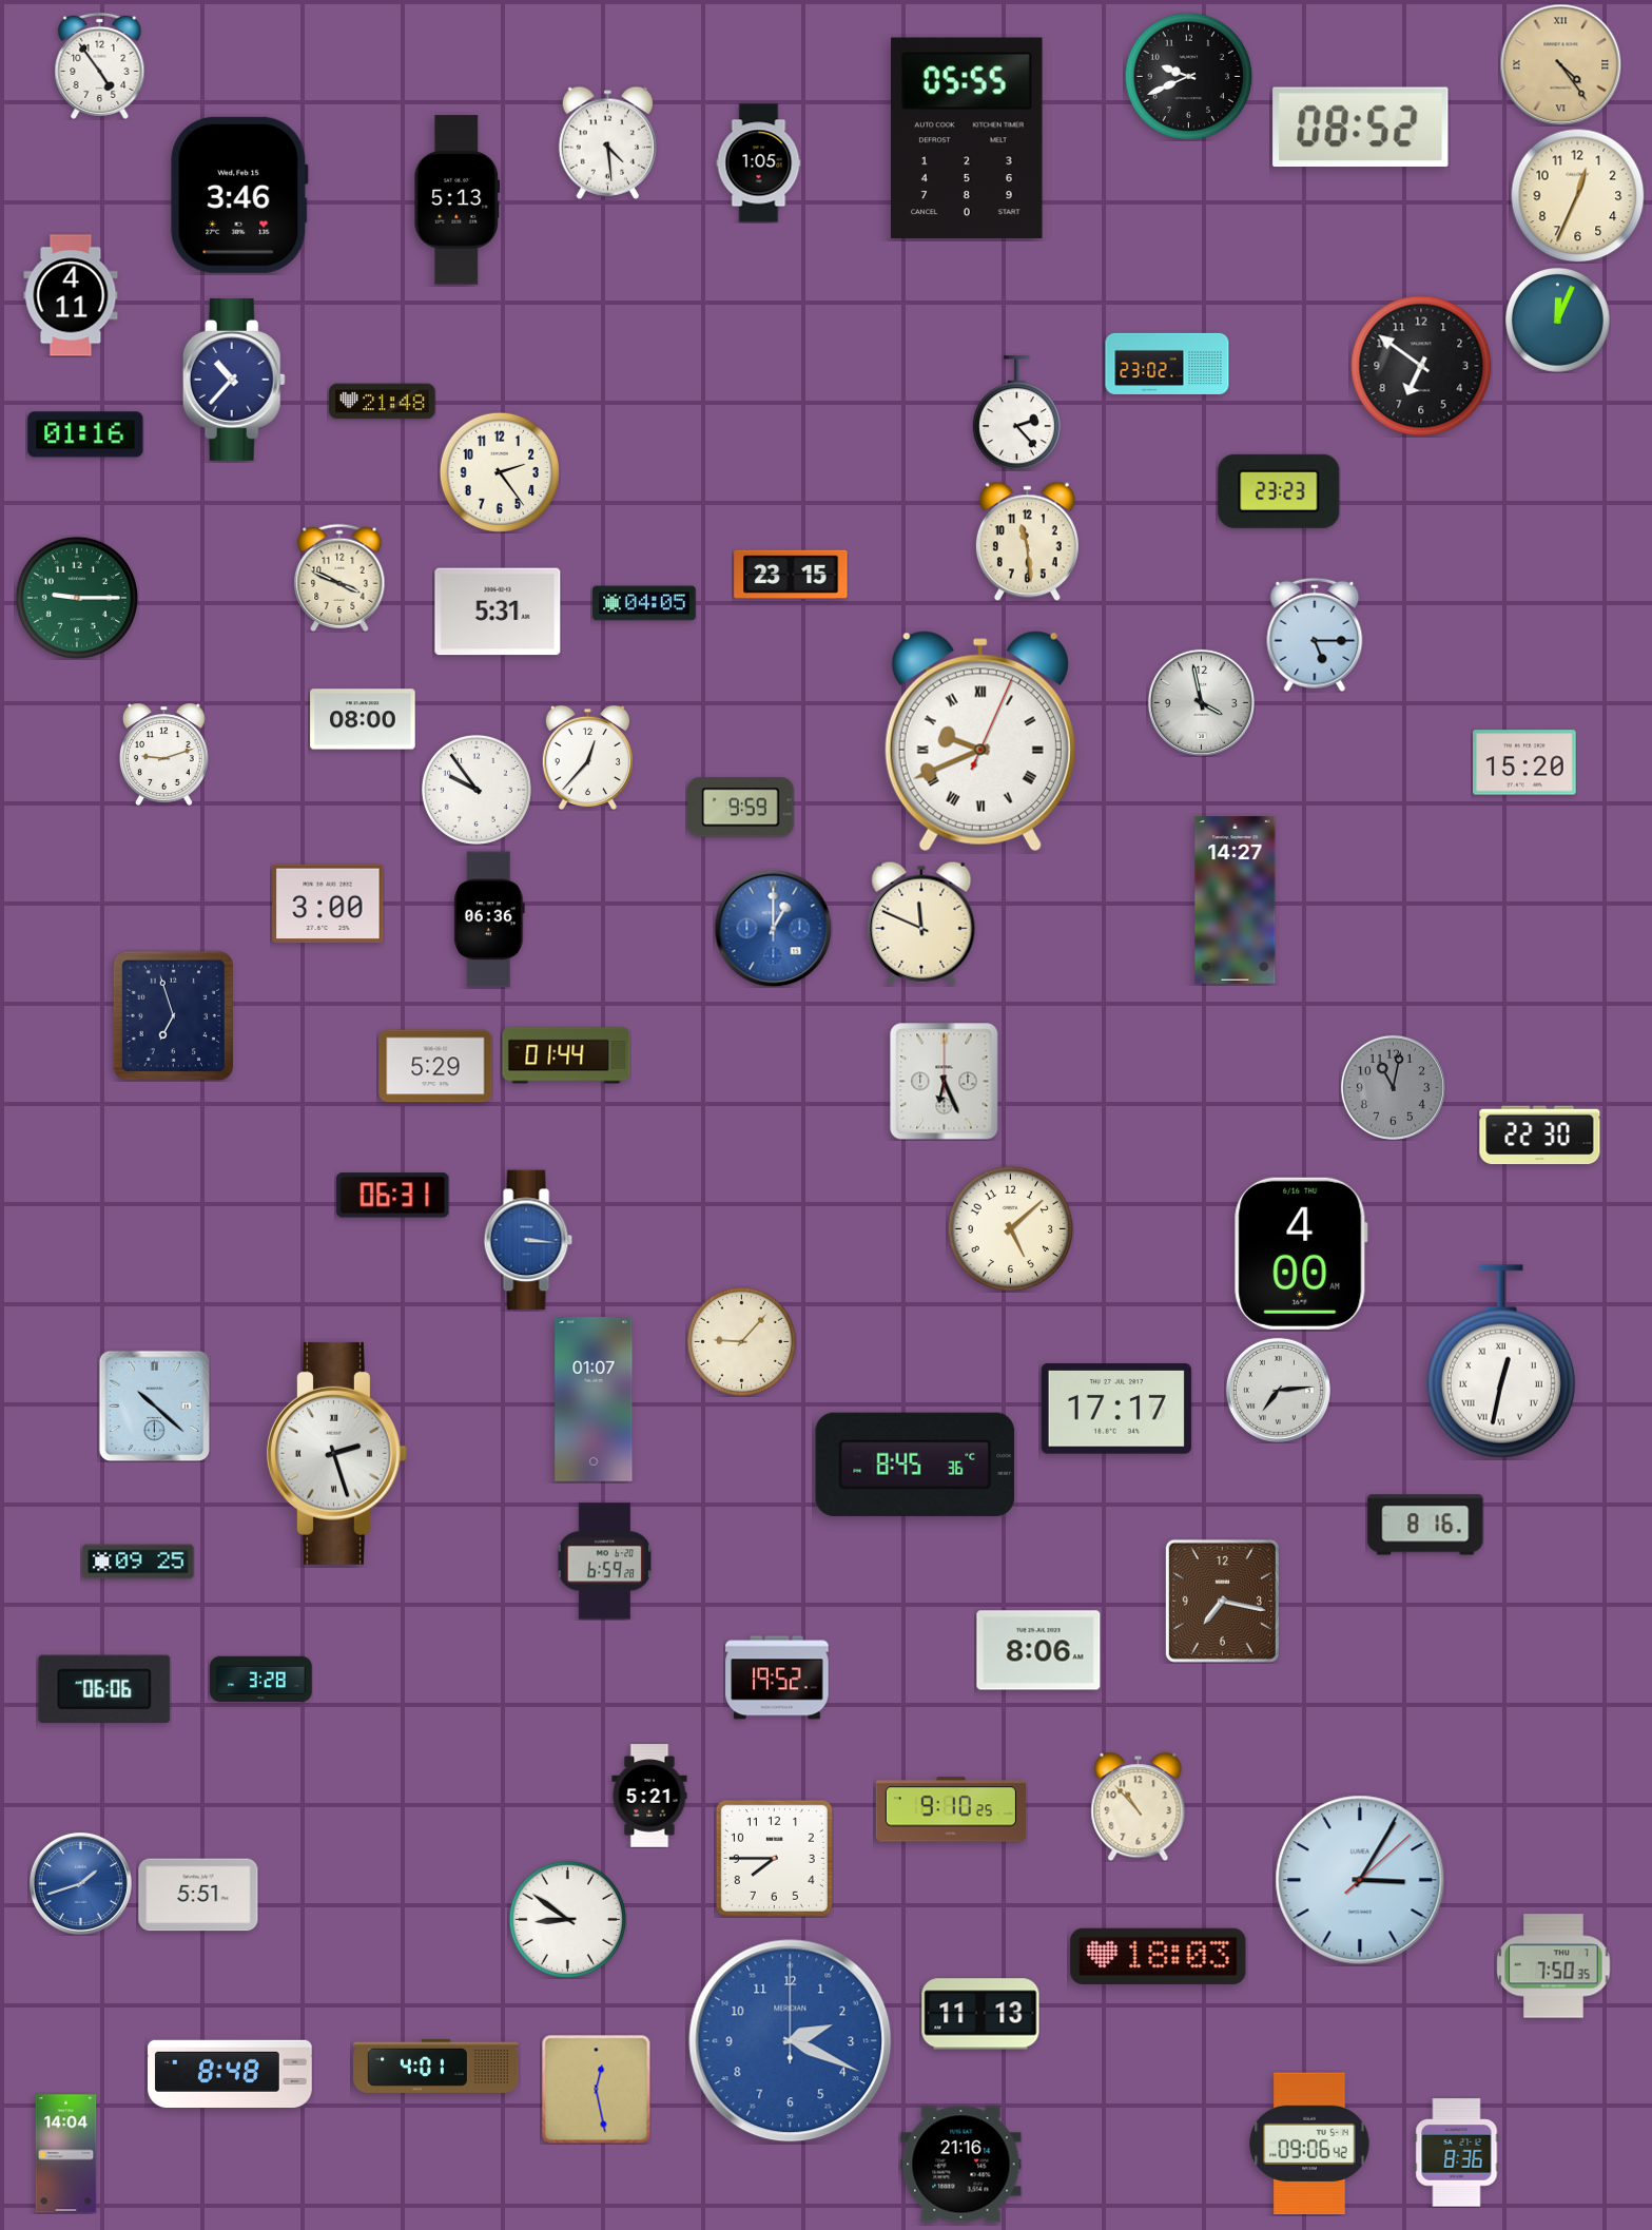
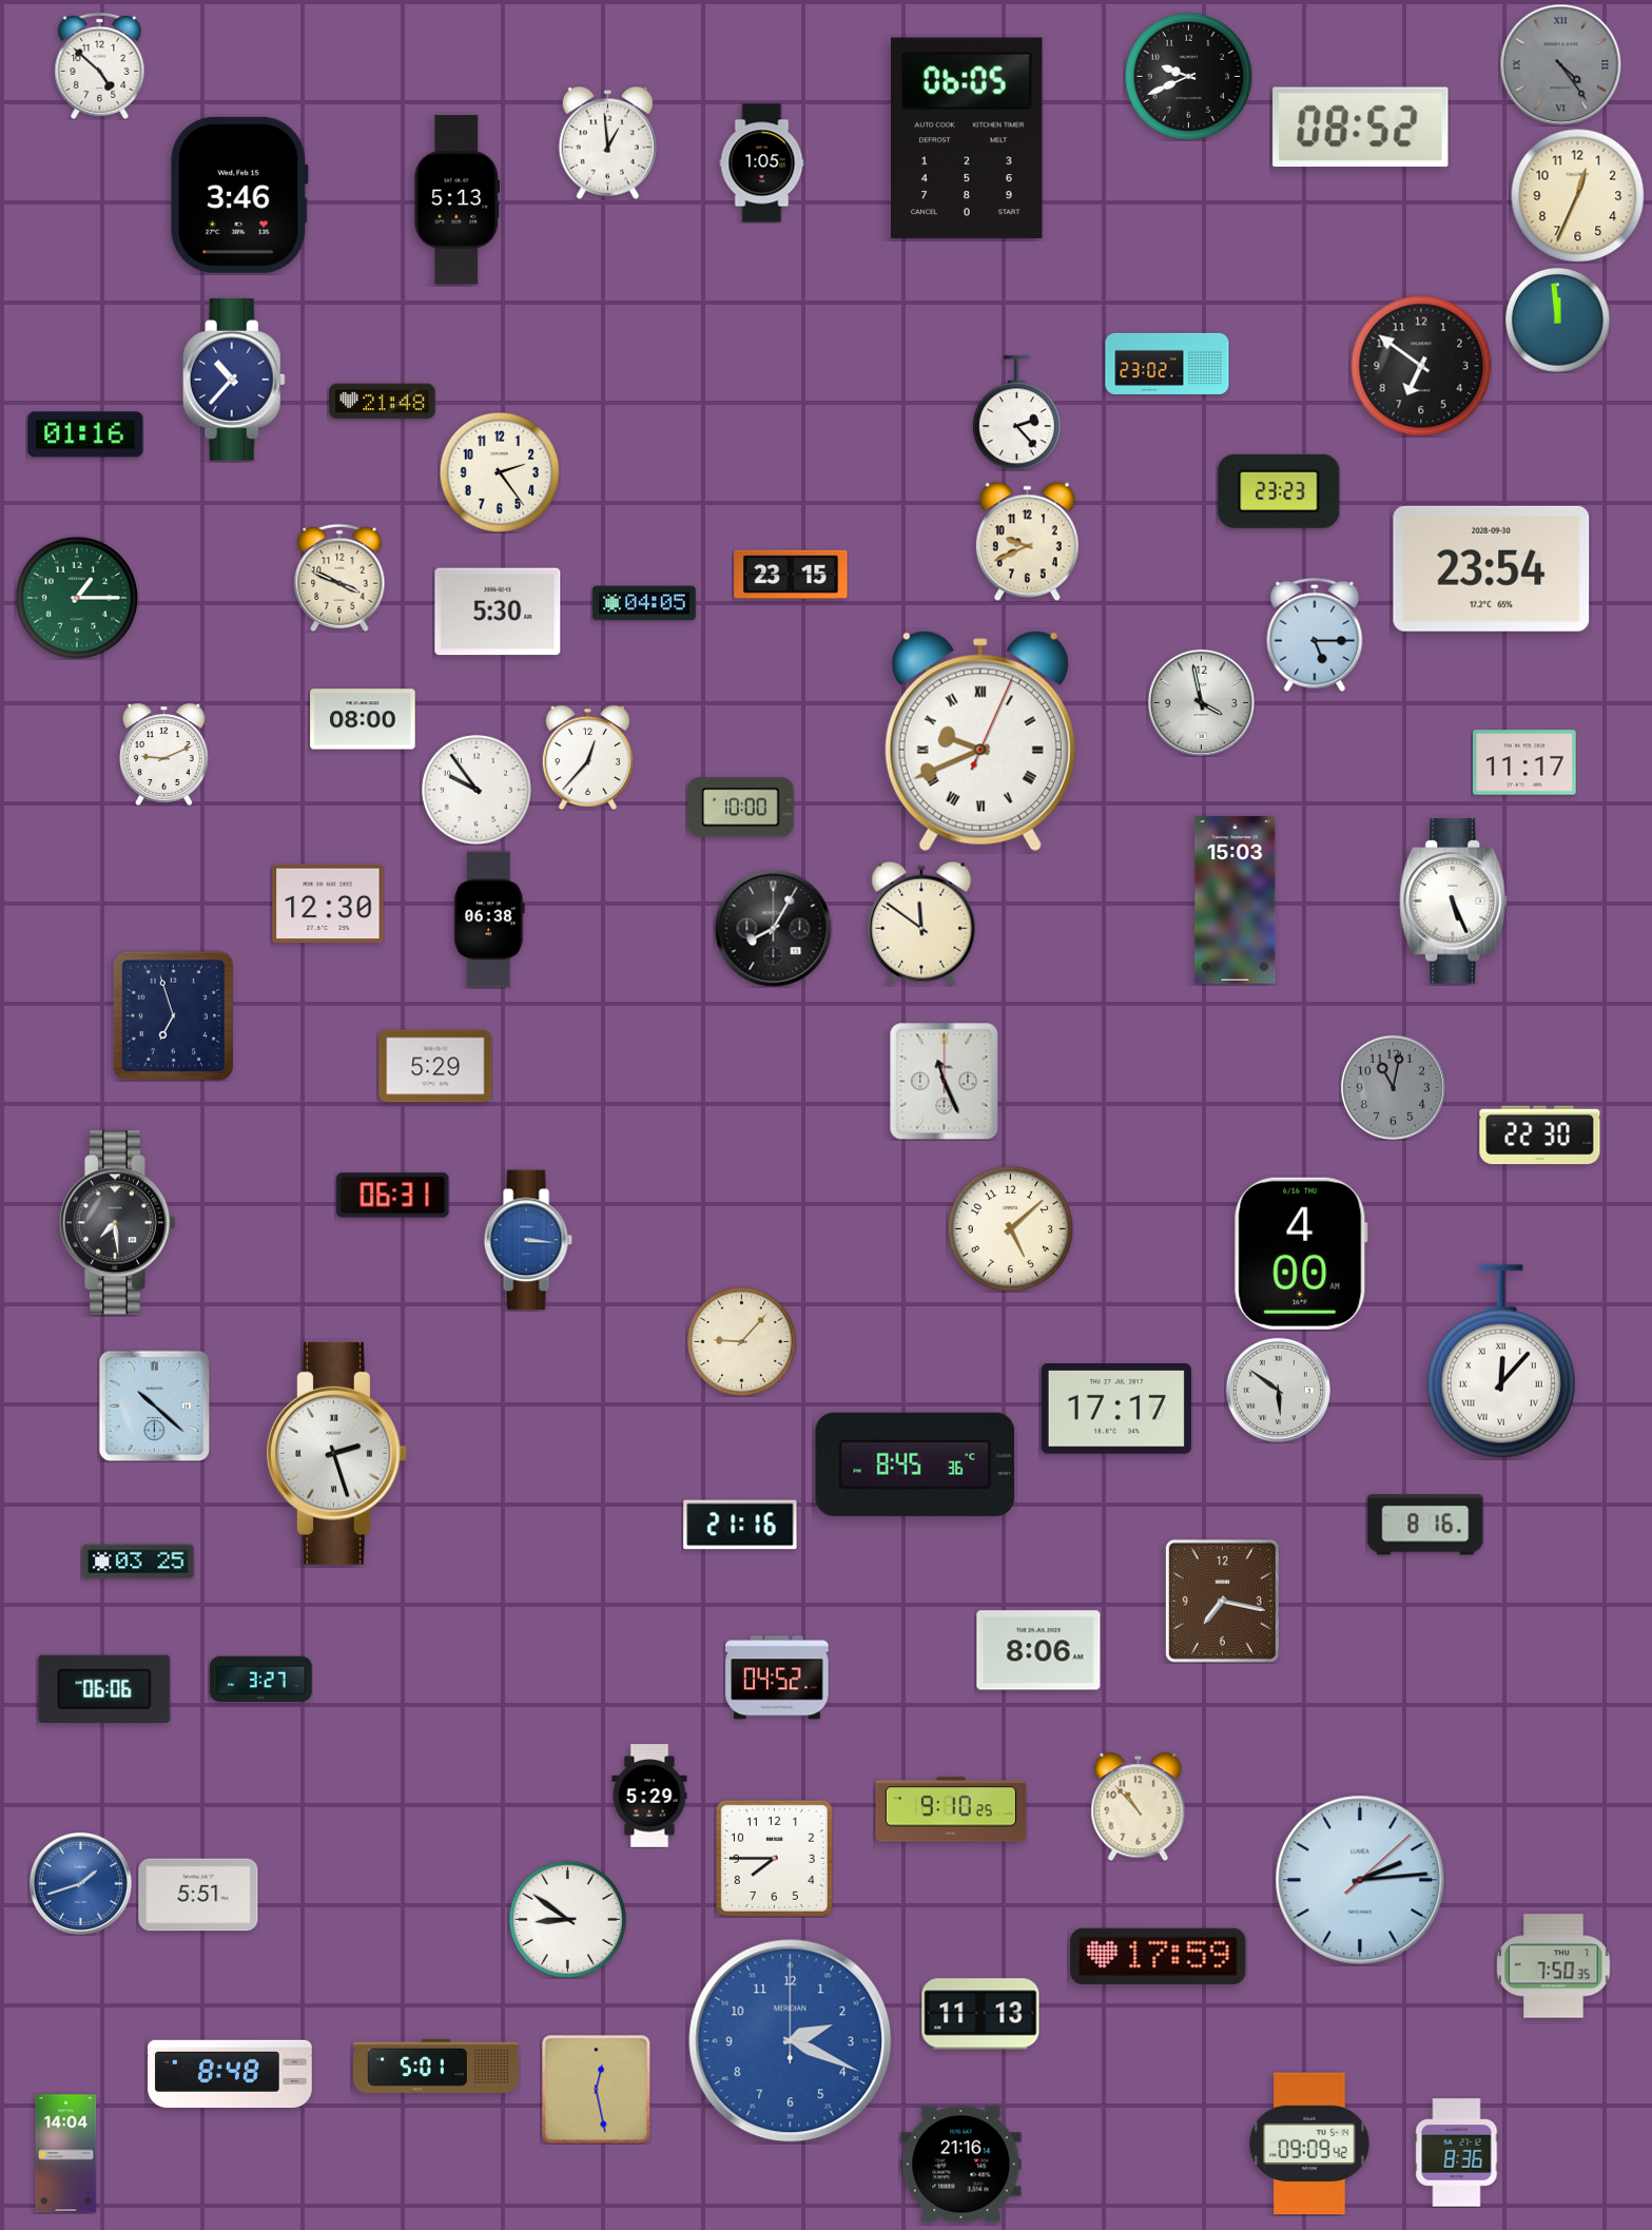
clock at (1560, 64) dial: champagne -> grey
clock at (100, 65): 4:54 -> 4:52
clock at (968, 138): 05:55 -> 06:05
clock at (607, 142): 4:29 -> 12:59
clock at (759, 163) position: (759, 163) -> (762, 163)
clock at (71, 295): 4:11 -> none
clock at (1558, 321): 12:04 -> 11:59
clock at (1027, 541): 11:29 -> 9:41
clock at (1492, 568): none -> 23:54
clock at (76, 597): 9:15 -> 1:15
clock at (498, 612): 5:31 -> 5:30
clock at (164, 754): 9:12 -> 9:11
clock at (1524, 762): 15:20 -> 11:17
clock at (741, 808): 9:59 -> 10:00
clock at (1236, 900): 14:27 -> 15:03
clock at (1454, 901): none -> 5:26
clock at (328, 904): 3:00 -> 12:30
clock at (489, 919): 06:36 -> 06:38
clock at (921, 924): 11:49 -> 11:51
clock at (773, 928): 1:00 -> 8:05
clock at (773, 928) dial: blue -> black
clock at (566, 1055): 01:44 -> none
clock at (945, 1082): 6:26 -> 11:26
clock at (117, 1223): none -> 7:29
clock at (1501, 1361): 12:32 -> 12:07
clock at (1278, 1390): 7:14 -> 5:51
clock at (594, 1399): 01:07 -> none
clock at (740, 1525): none -> 21:16
clock at (138, 1562): 09:25 -> 03:25
clock at (605, 1562): 6:59 -> none
clock at (777, 1678): 19:52 -> 04:52
clock at (261, 1680): 3:28 -> 3:27
clock at (649, 1796): 5:21 -> 5:29
clock at (1360, 1880): 3:05 -> 2:14
clock at (1159, 1956): 18:03 -> 17:59
clock at (436, 2066): 4:01 -> 5:01
clock at (1309, 2144): 09:06 -> 09:09
